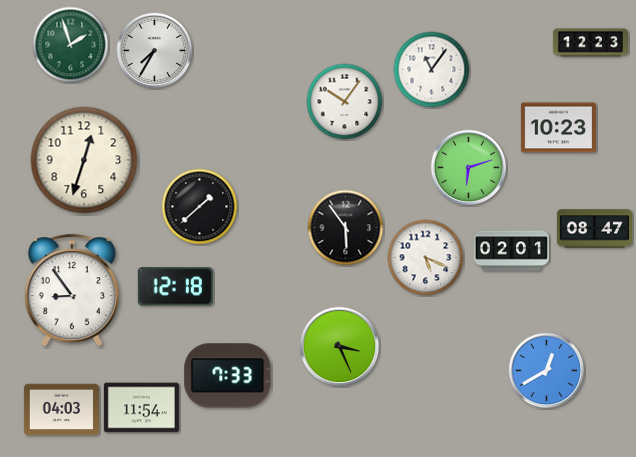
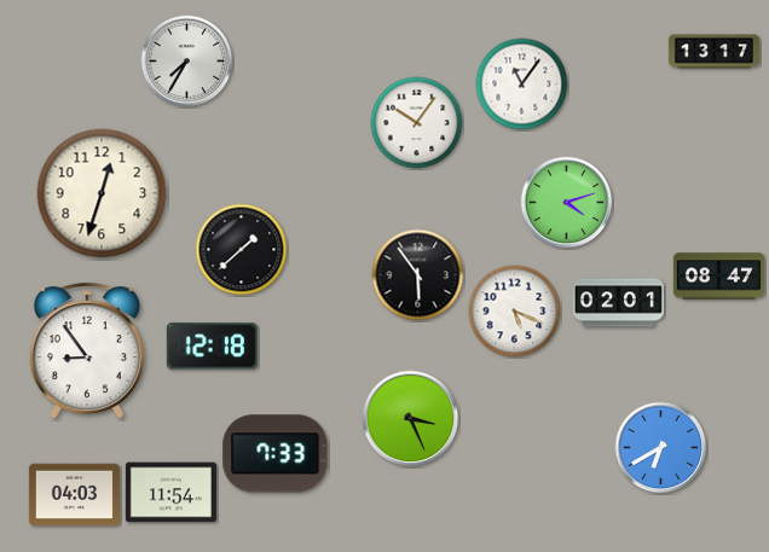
clock at (590, 43): 12:23 -> 13:17
clock at (71, 45): 1:57 -> none
clock at (558, 128): 10:23 -> none
clock at (469, 168): 6:12 -> 4:12
clock at (547, 371): 12:40 -> 6:40
